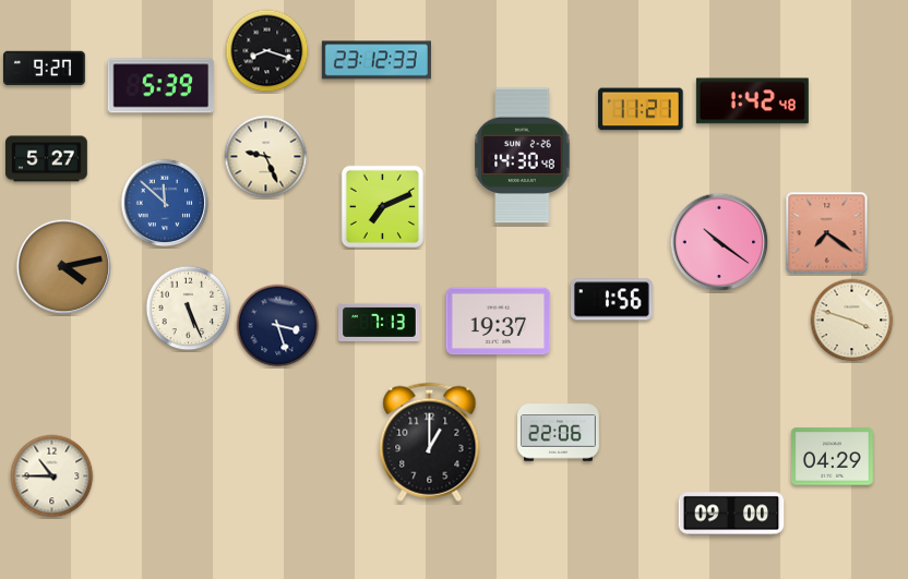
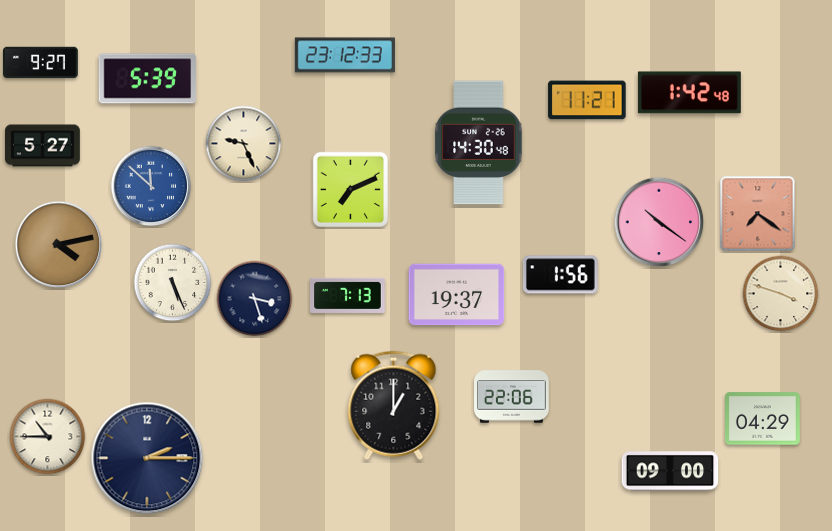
clock at (267, 51): 8:18 -> none
clock at (147, 458): none -> 2:15
